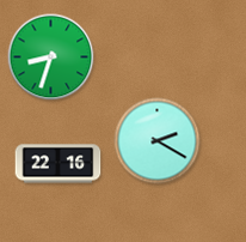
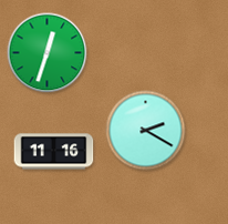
clock at (51, 58): 8:33 -> 12:33
clock at (59, 164): 22:16 -> 11:16
